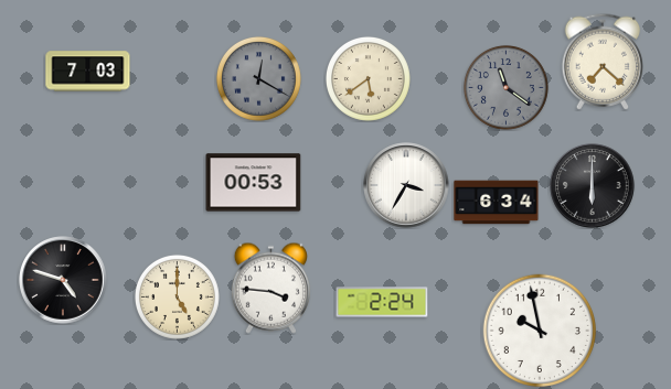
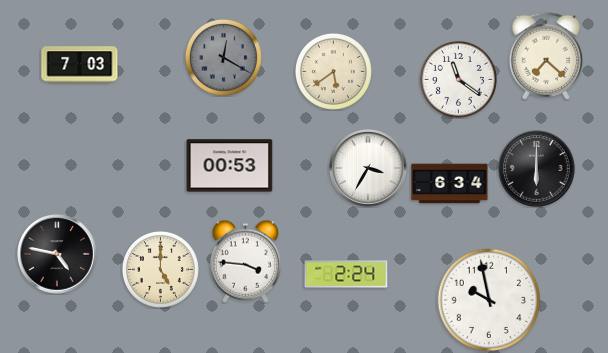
clock at (258, 78) position: (258, 78) -> (223, 57)
clock at (505, 87) dial: grey -> white
clock at (63, 280): 4:48 -> 4:47
